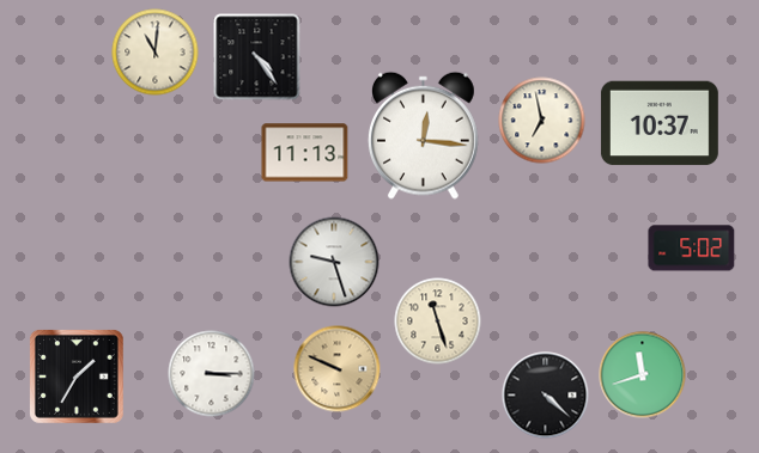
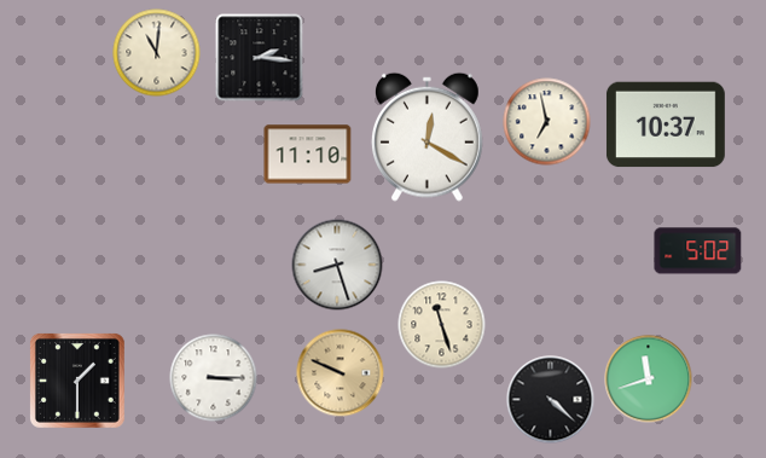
clock at (257, 57): 4:24 -> 2:16
clock at (423, 135): 12:16 -> 12:20
clock at (305, 153): 11:13 -> 11:10
clock at (334, 262): 9:27 -> 8:27
clock at (78, 378): 1:35 -> 1:30
